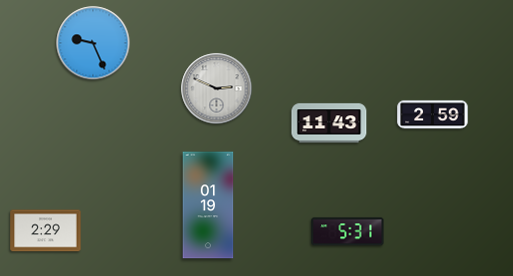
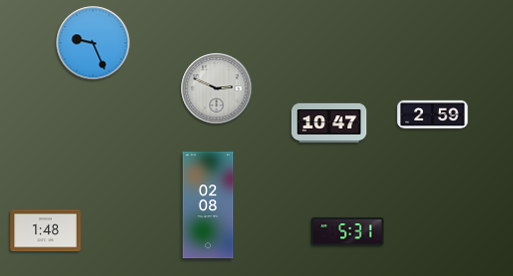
clock at (329, 123): 11:43 -> 10:47
clock at (208, 205): 01:19 -> 02:08
clock at (46, 231): 2:29 -> 1:48
